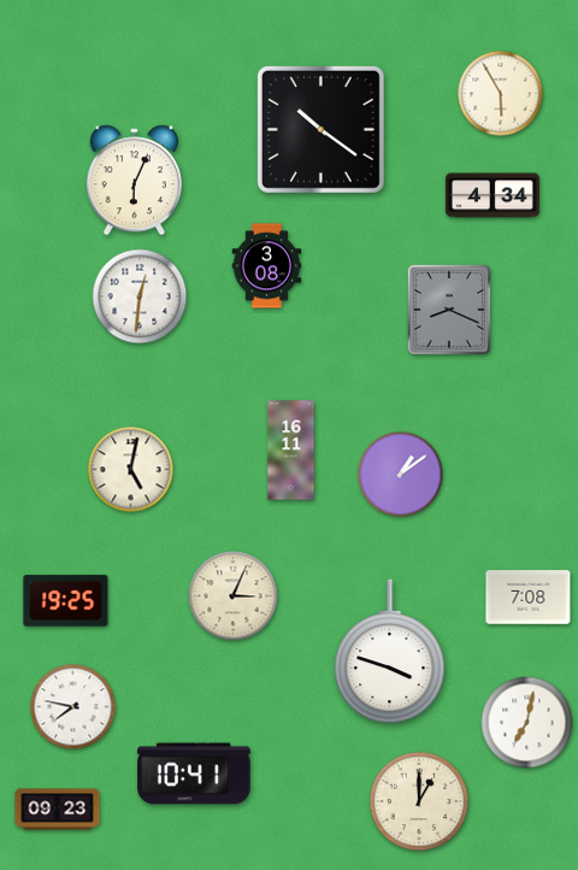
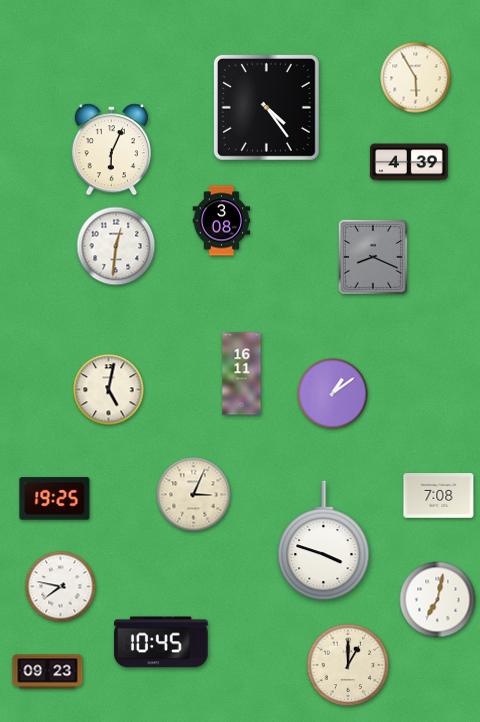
clock at (320, 129): 10:21 -> 4:24
clock at (493, 195): 4:34 -> 4:39
clock at (194, 774): 10:41 -> 10:45
